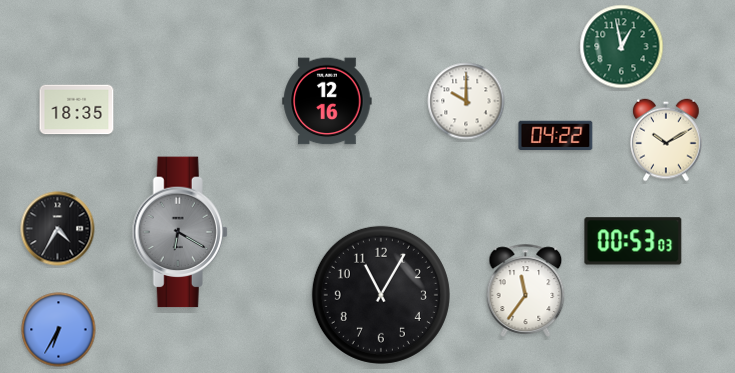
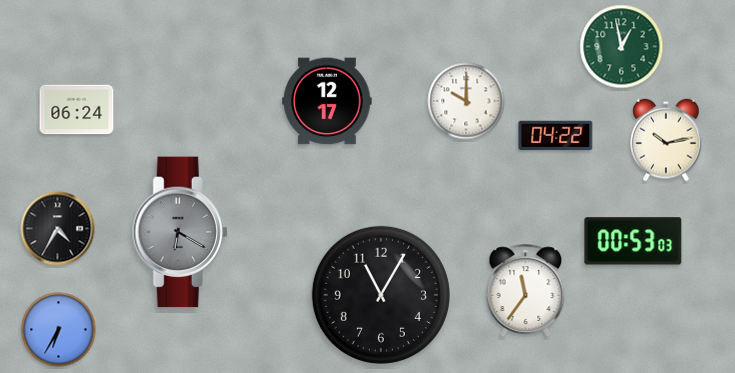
clock at (327, 101): 12:16 -> 12:17
clock at (77, 110): 18:35 -> 06:24
clock at (666, 140): 10:10 -> 10:13
